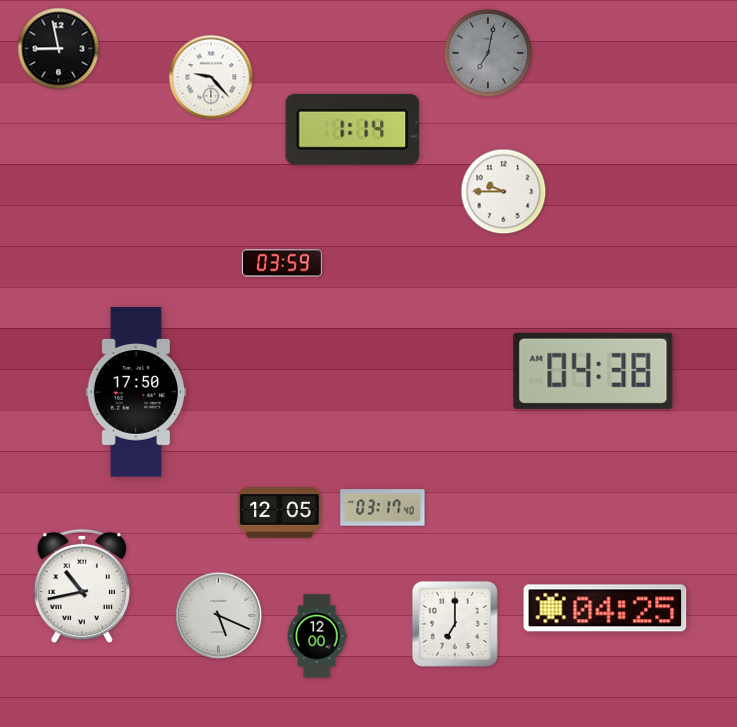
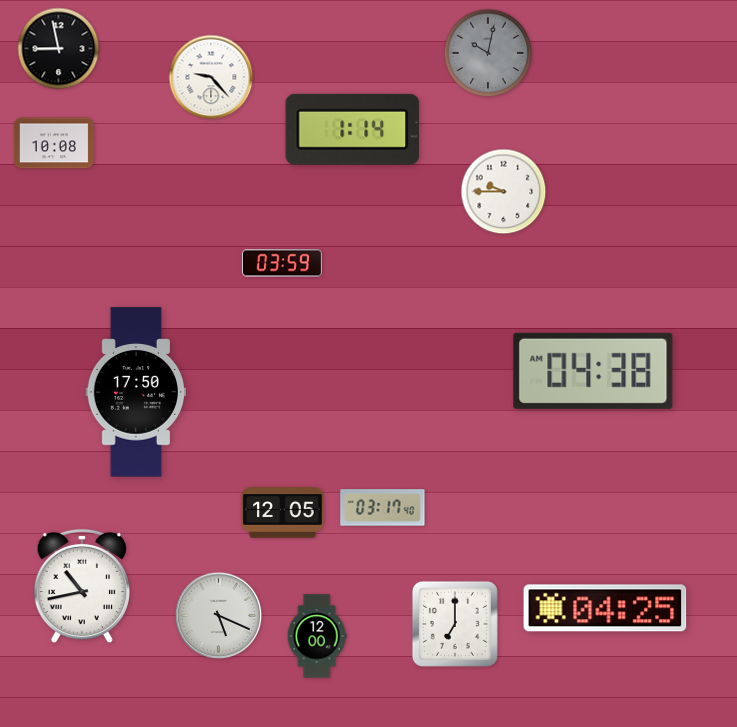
clock at (488, 53): 7:02 -> 10:02
clock at (54, 143): none -> 10:08
clock at (280, 513) position: (280, 513) -> (283, 513)
